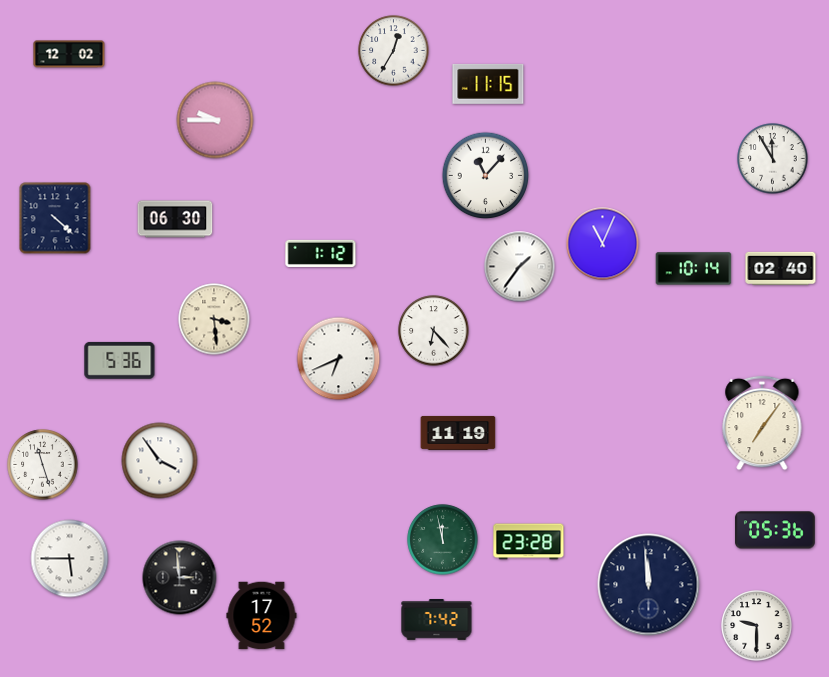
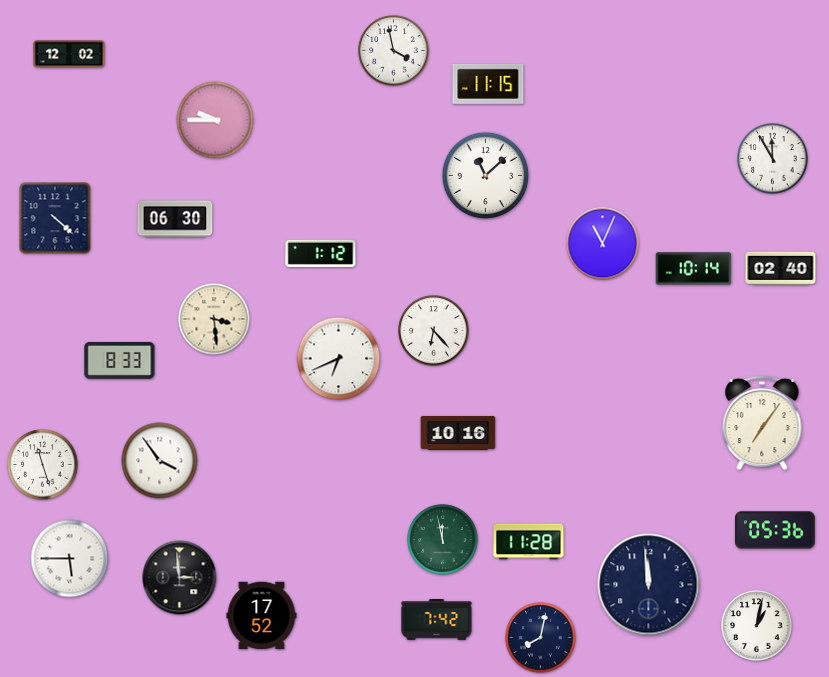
clock at (394, 51): 12:35 -> 3:58
clock at (486, 176): 11:07 -> 11:08
clock at (520, 267): 1:36 -> none
clock at (120, 360): 5:36 -> 8:33
clock at (458, 433): 11:19 -> 10:16
clock at (529, 542): 23:28 -> 11:28
clock at (757, 626): 9:30 -> 1:02
clock at (541, 638): none -> 8:02
